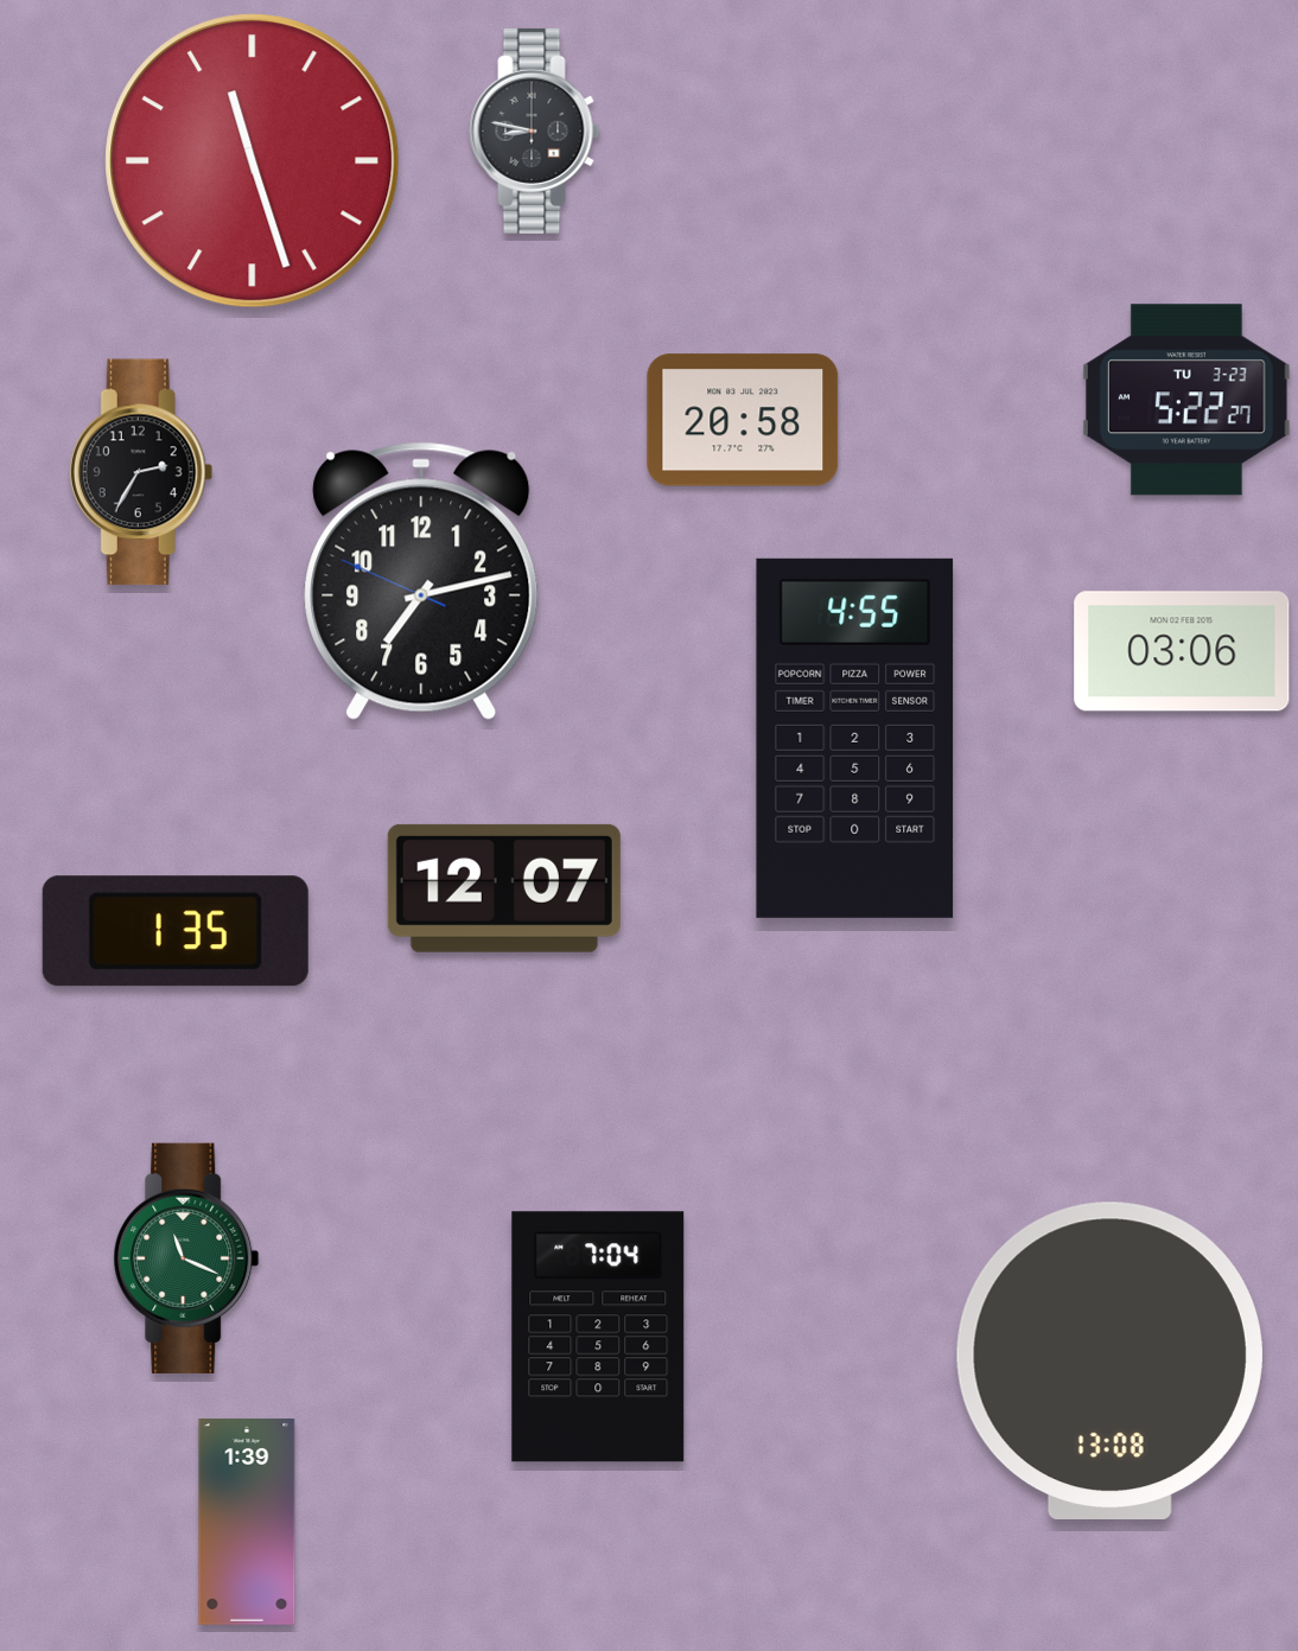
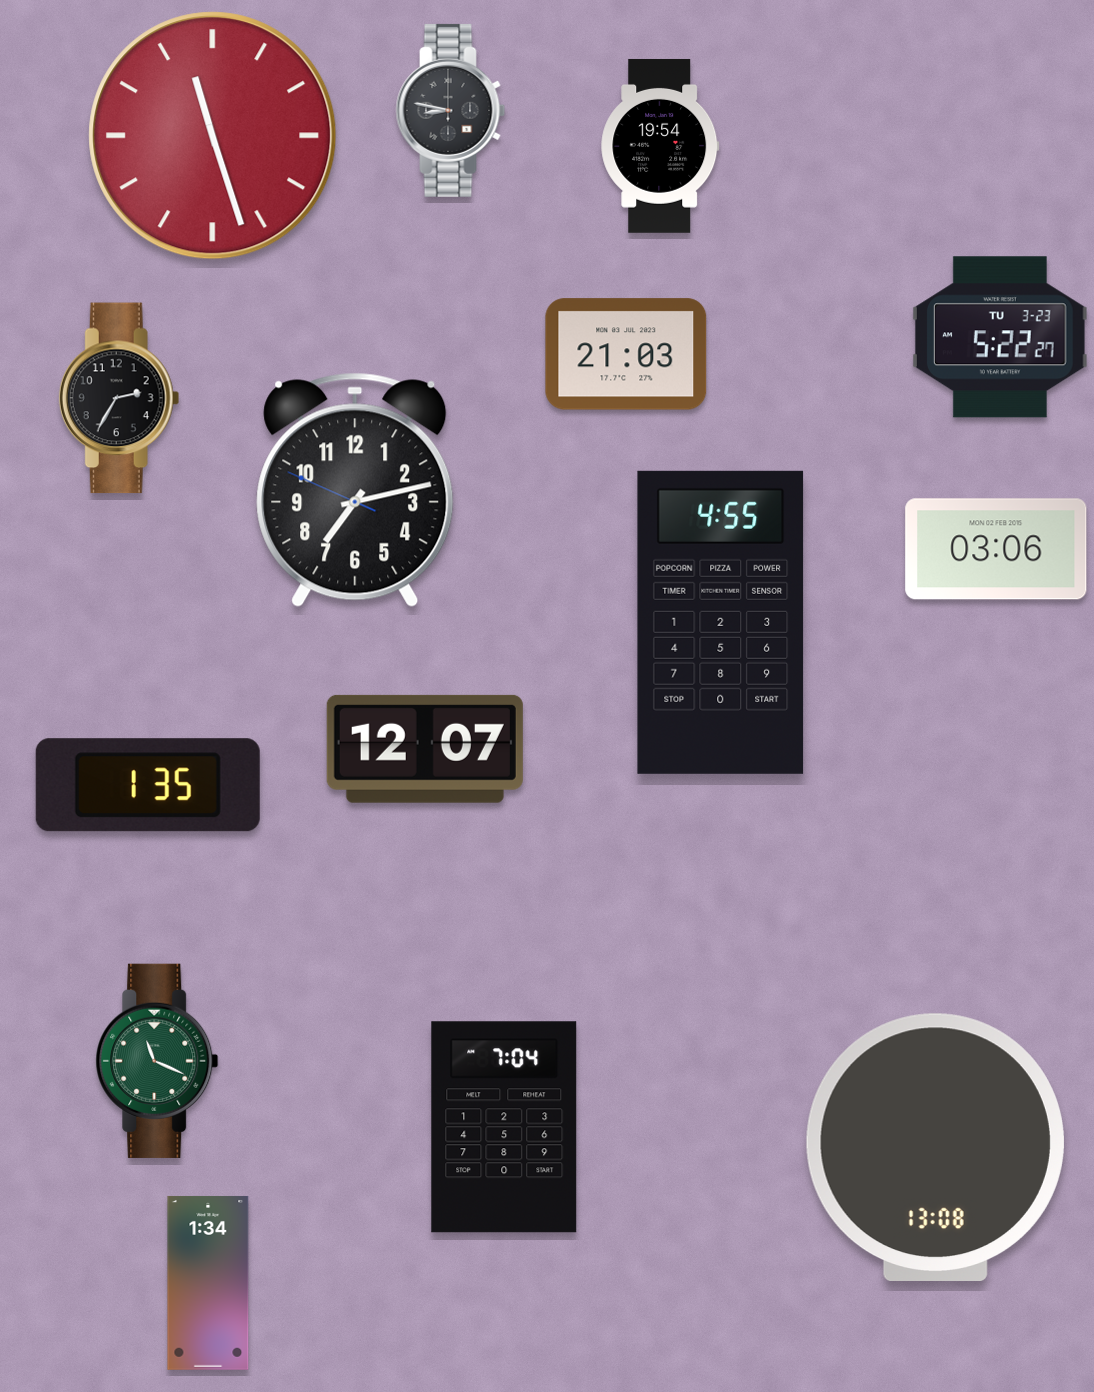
clock at (660, 146): none -> 19:54
clock at (743, 420): 20:58 -> 21:03
clock at (247, 1522): 1:39 -> 1:34
